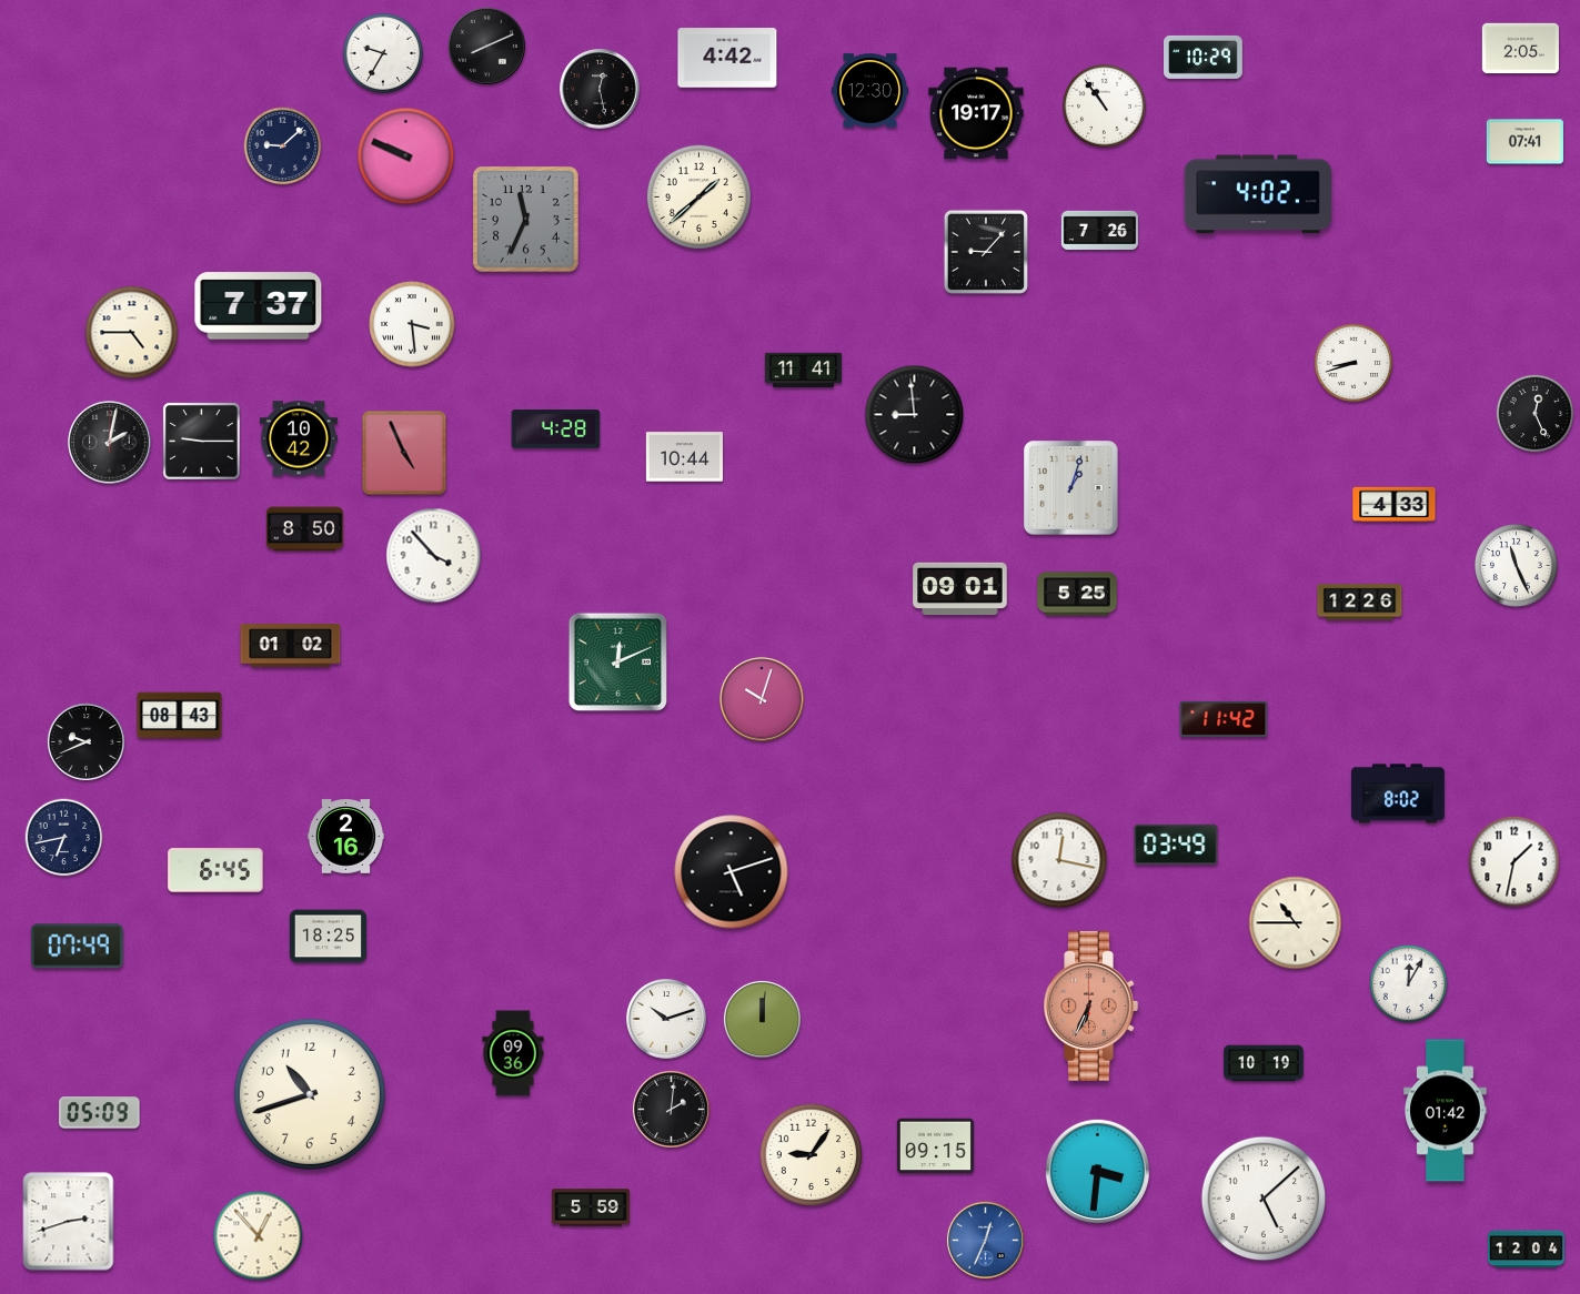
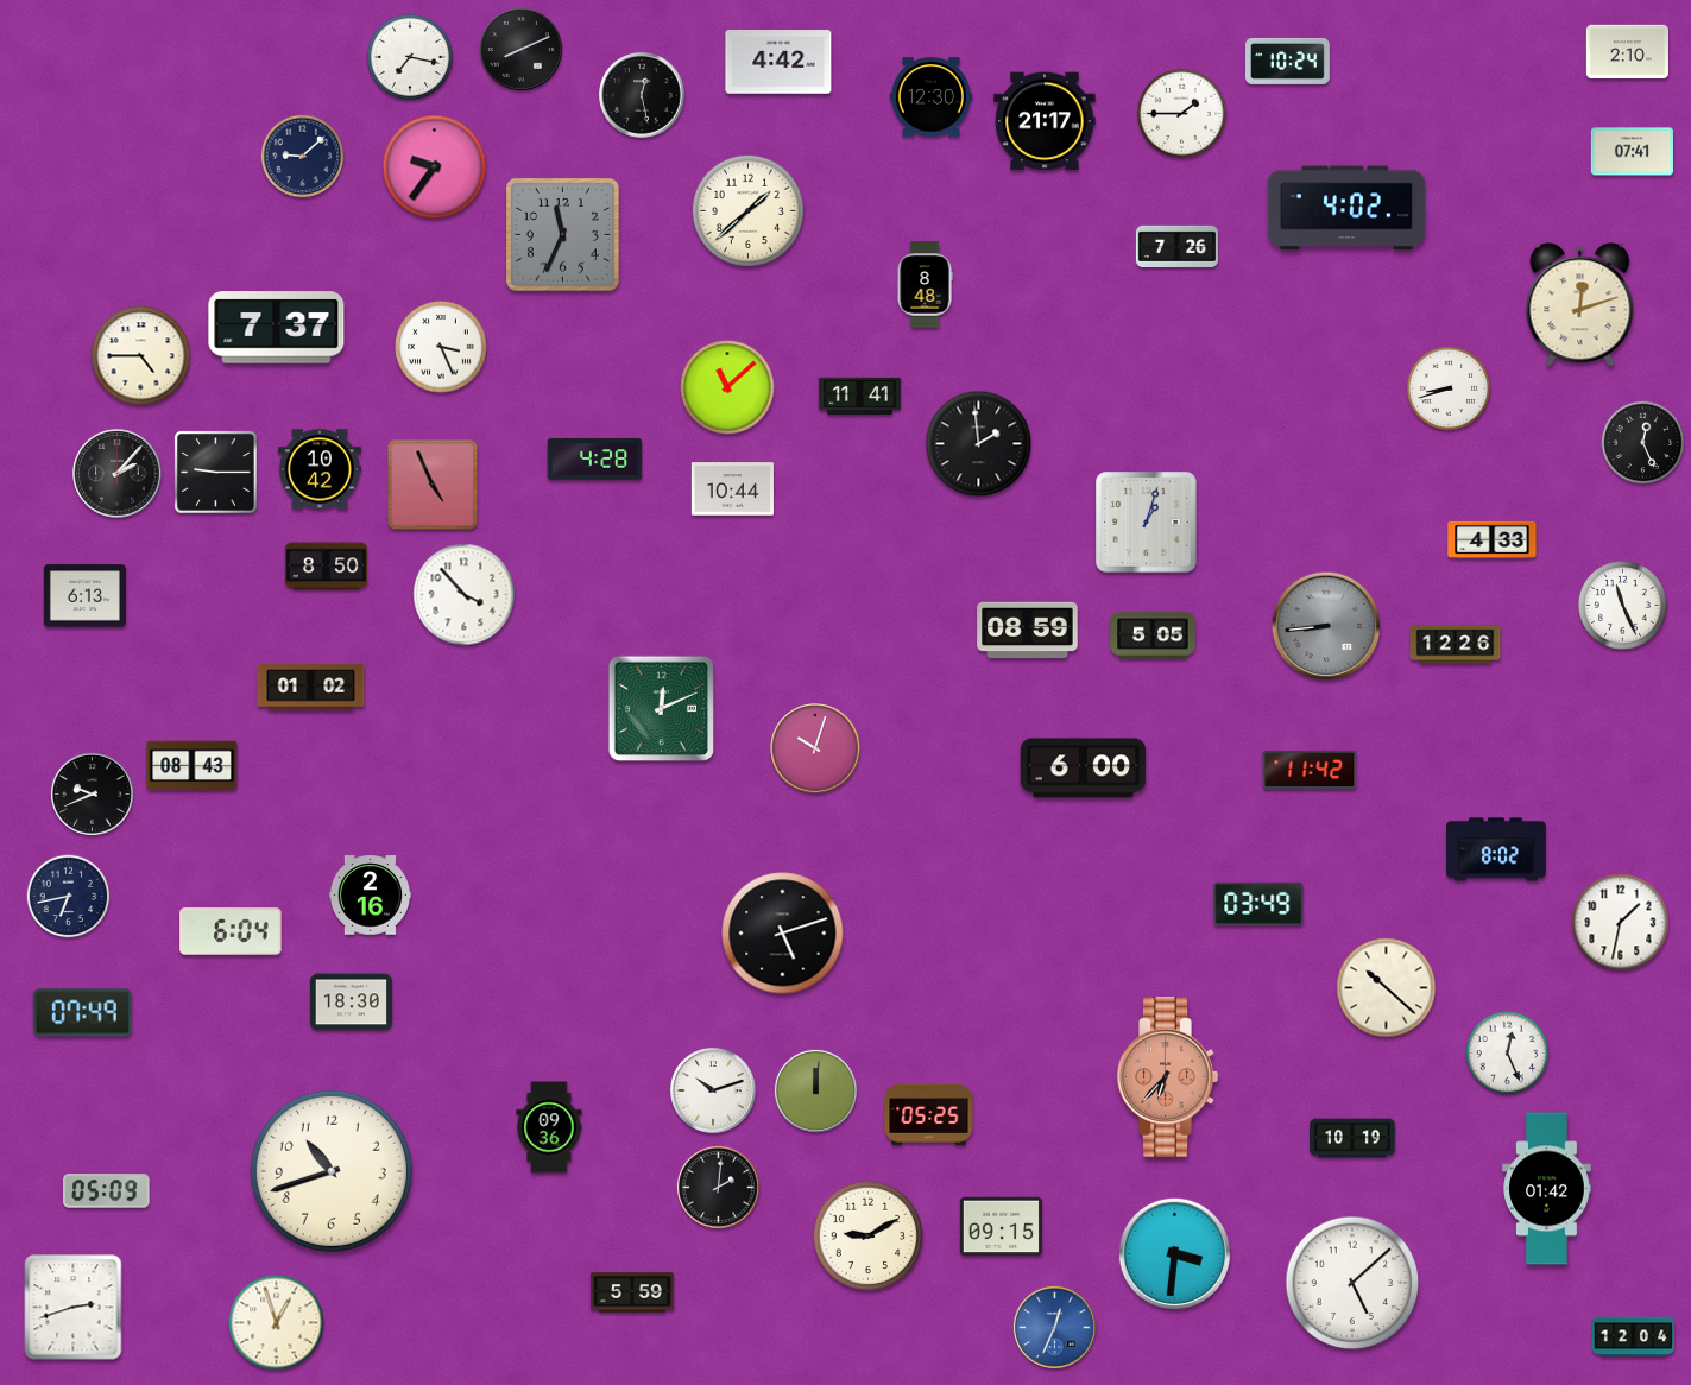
clock at (1520, 49): 2:05 -> 2:10
clock at (382, 52): 9:35 -> 7:17
clock at (1204, 57): 10:29 -> 10:24
clock at (1104, 105): 10:54 -> 1:45
clock at (976, 113): 19:17 -> 21:17
clock at (406, 156): 9:49 -> 9:36
clock at (986, 252): 9:07 -> none
clock at (925, 285): none -> 8:48
clock at (1580, 305): none -> 12:12
clock at (412, 324): 3:29 -> 3:26
clock at (727, 387): none -> 11:08
clock at (915, 415): 8:59 -> 1:59
clock at (110, 443): 2:02 -> 2:07
clock at (84, 596): none -> 6:13
clock at (1326, 626): none -> 8:44
clock at (960, 589): 09:01 -> 08:59
clock at (1077, 594): 5:25 -> 5:05
clock at (291, 646) position: (291, 646) -> (311, 688)
clock at (1084, 769): none -> 6:00
clock at (1059, 860): 12:17 -> none
clock at (215, 870): 6:45 -> 6:04
clock at (1296, 923): 10:45 -> 10:22
clock at (328, 937): 18:25 -> 18:30
clock at (1409, 984): 12:05 -> 12:26
clock at (1090, 1007): 6:34 -> 6:37
clock at (929, 1114): none -> 05:25
clock at (812, 1155): 9:06 -> 9:10
clock at (259, 1236): 12:53 -> 12:57
